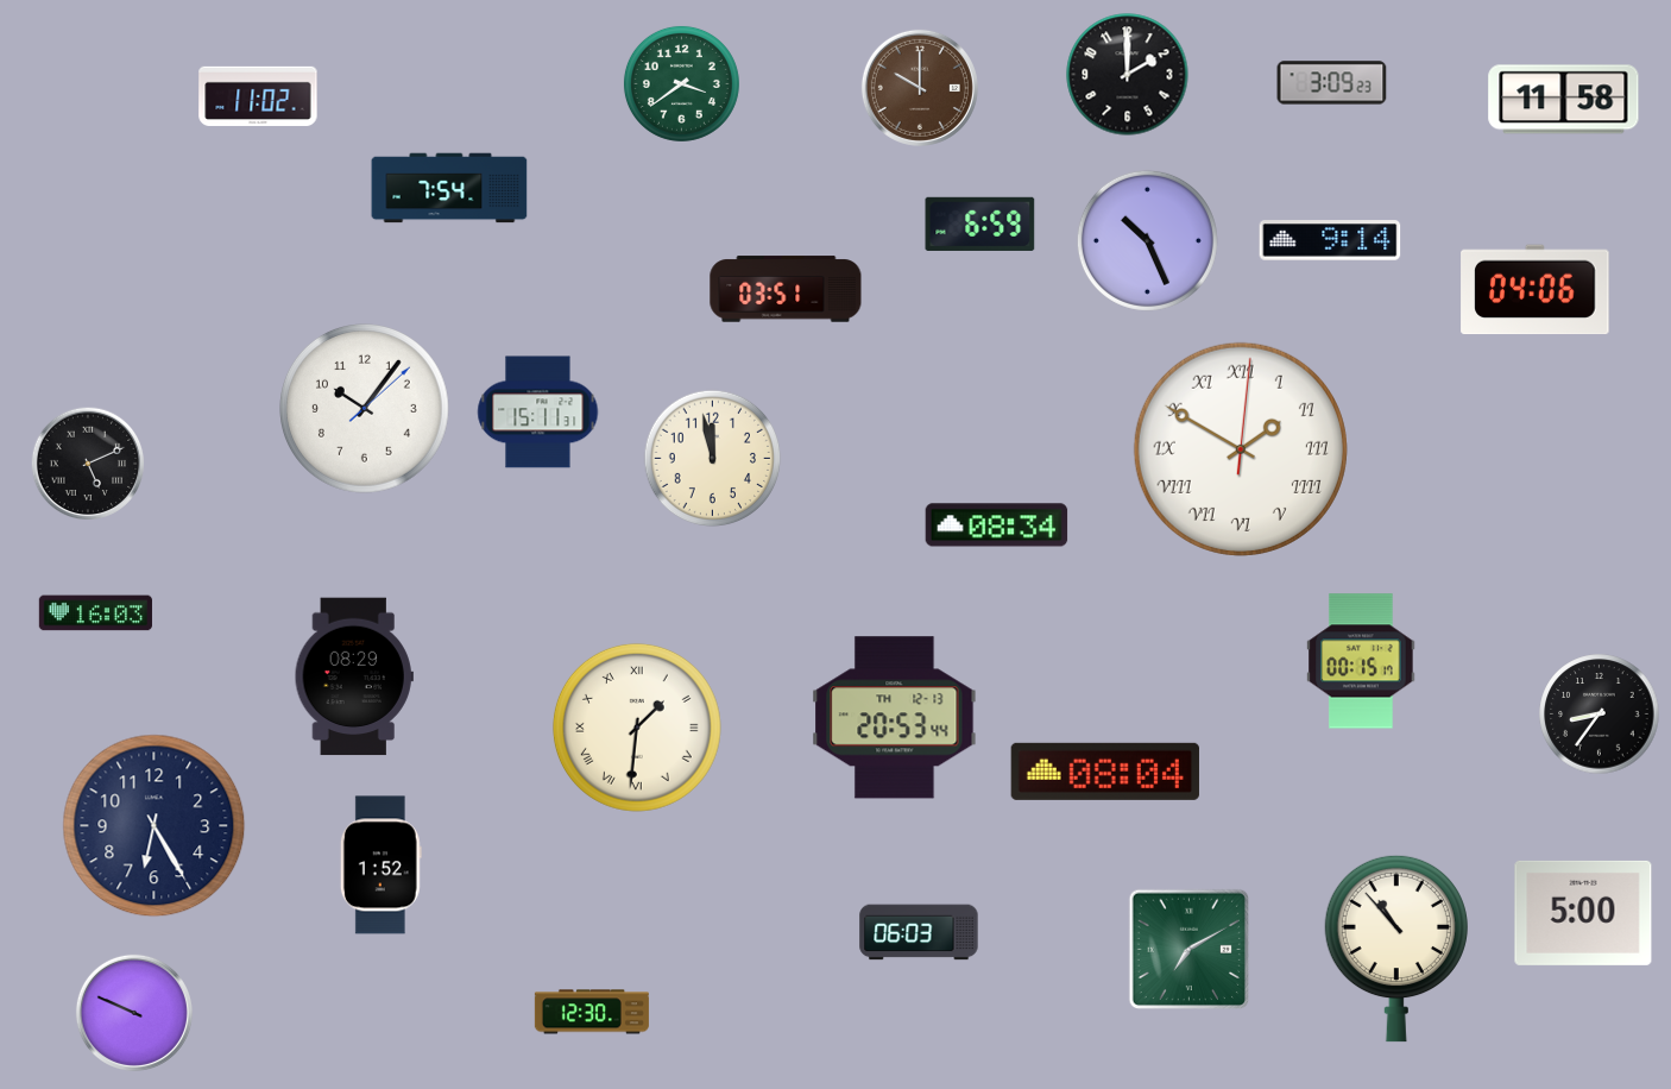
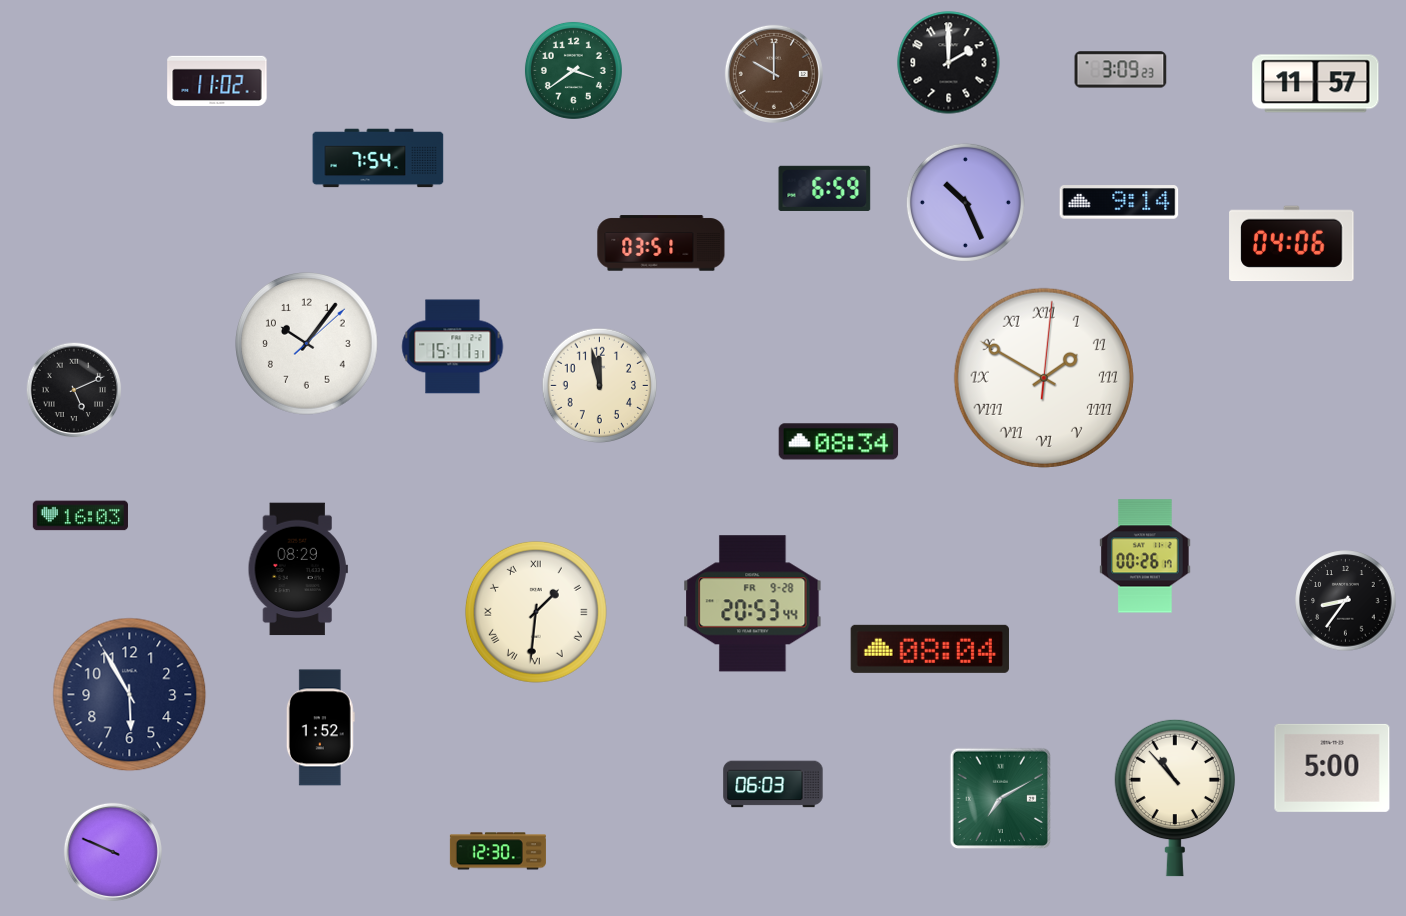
clock at (1564, 100): 11:58 -> 11:57
clock at (1361, 661): 00:15 -> 00:26
clock at (895, 718) date: TH 12-13 -> FR 9-28
clock at (155, 826): 6:25 -> 5:55
